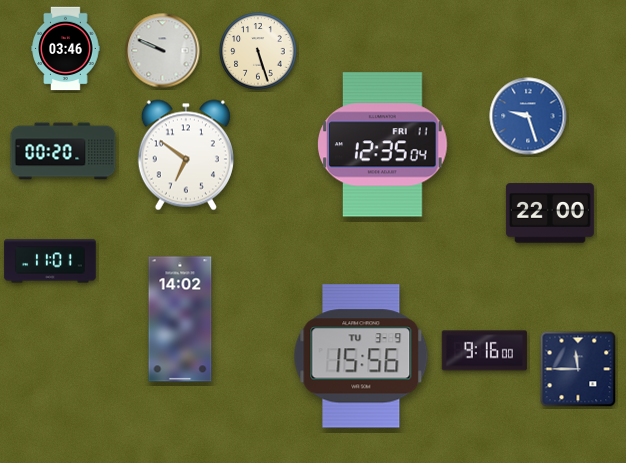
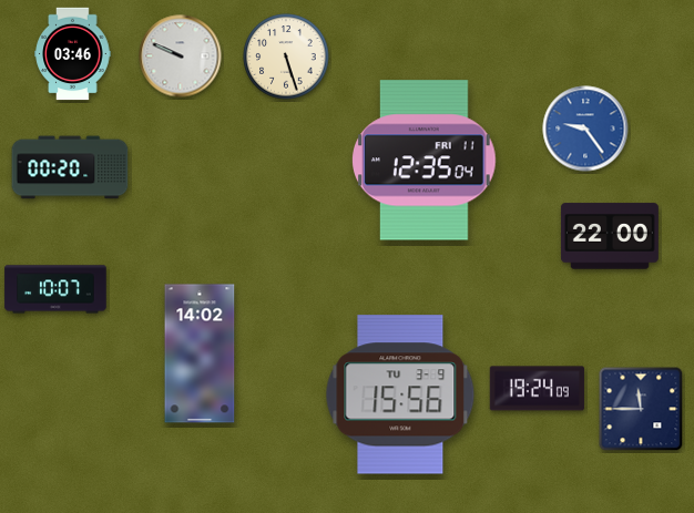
clock at (528, 116): 9:27 -> 9:24
clock at (186, 155): 6:51 -> none
clock at (50, 261): 11:01 -> 10:07
clock at (484, 351): 9:16 -> 19:24
